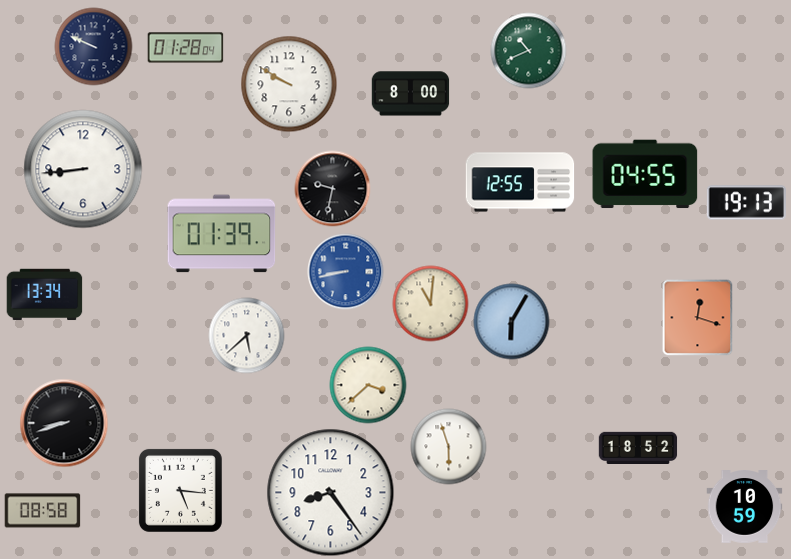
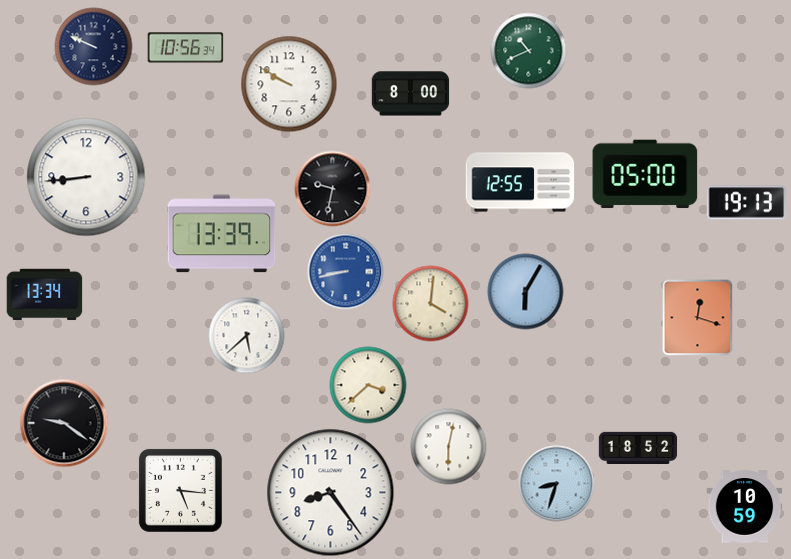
clock at (186, 48): 01:28 -> 10:56
clock at (83, 169) position: (83, 169) -> (86, 177)
clock at (645, 174): 04:55 -> 05:00
clock at (222, 234): 01:39 -> 13:39
clock at (431, 304): 11:01 -> 4:01
clock at (512, 322) position: (512, 322) -> (526, 292)
clock at (64, 423): 8:42 -> 9:21
clock at (449, 447): 5:57 -> 6:02
clock at (557, 484): none -> 8:33
clock at (43, 511): 08:58 -> none
